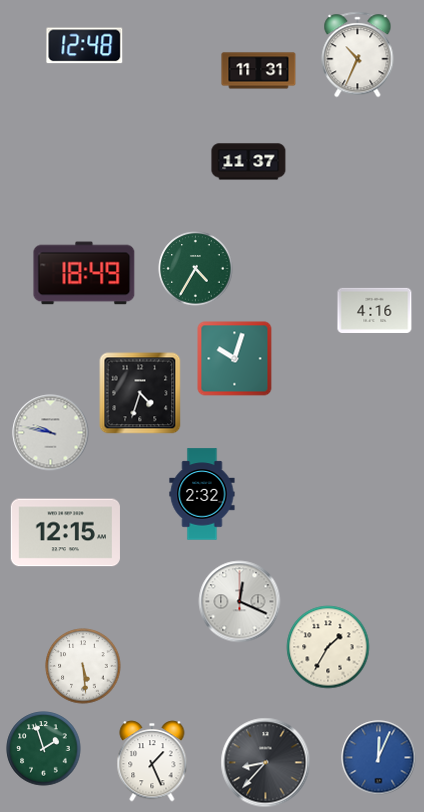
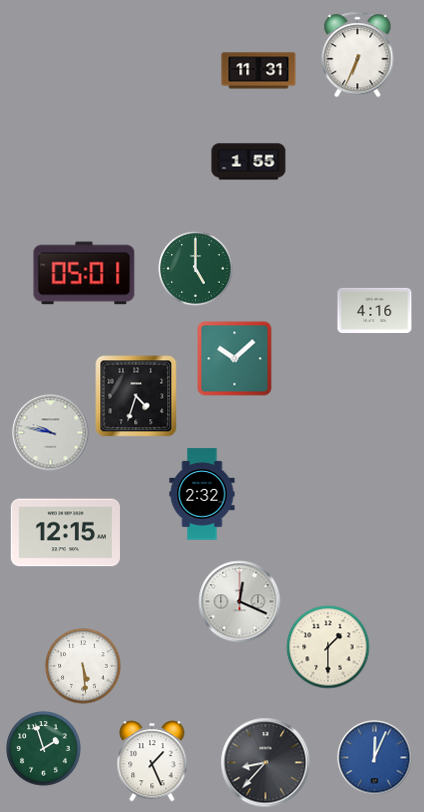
clock at (85, 46): 12:48 -> none
clock at (358, 55): 10:34 -> 6:34
clock at (249, 162): 11:37 -> 1:55
clock at (196, 269): 4:35 -> 5:00
clock at (84, 273): 18:49 -> 05:01
clock at (235, 359): 10:03 -> 10:08
clock at (140, 393) position: (140, 393) -> (136, 396)
clock at (328, 647): 1:35 -> 1:30
clock at (379, 758) position: (379, 758) -> (375, 758)
